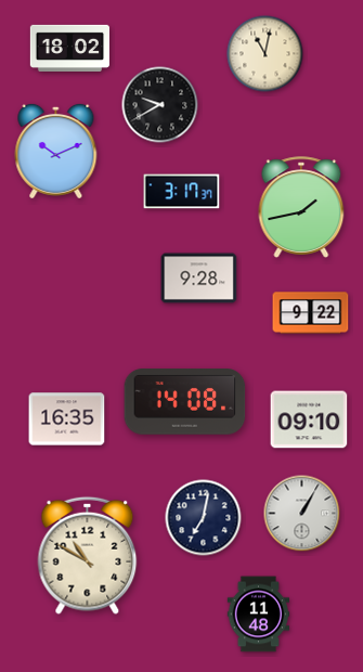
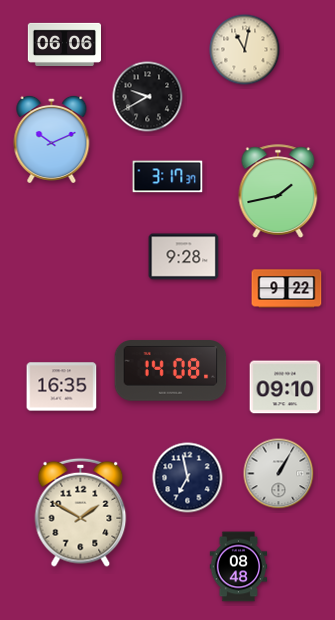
clock at (69, 48): 18:02 -> 06:06
clock at (204, 518): 7:02 -> 6:58
clock at (88, 555): 10:50 -> 1:50
clock at (259, 615): 11:48 -> 08:48
